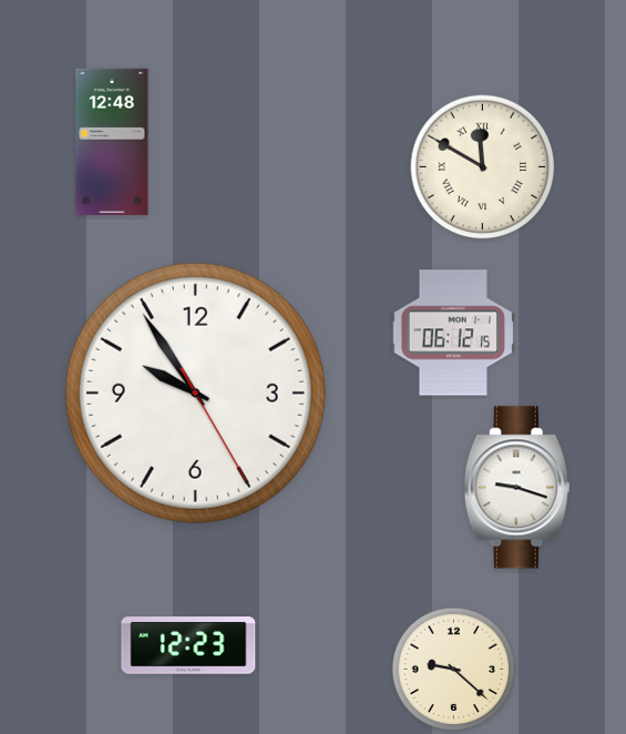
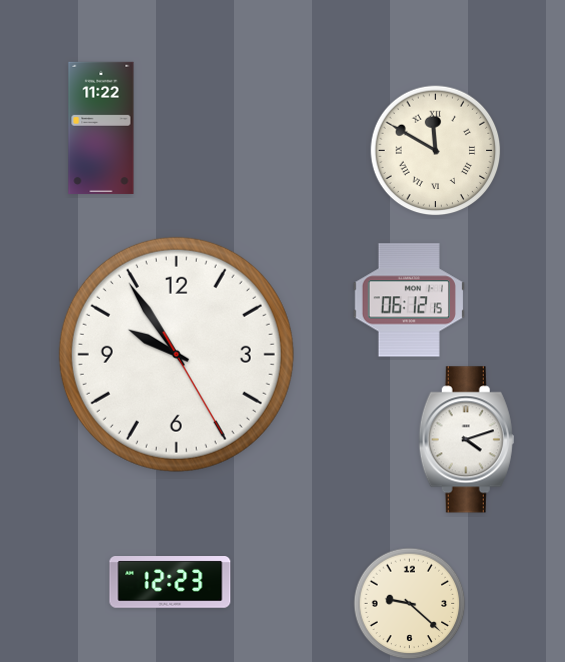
clock at (112, 142): 12:48 -> 11:22
clock at (516, 488): 9:18 -> 4:12
